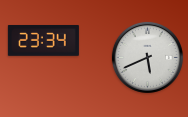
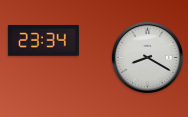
clock at (147, 57): 5:41 -> 8:20
